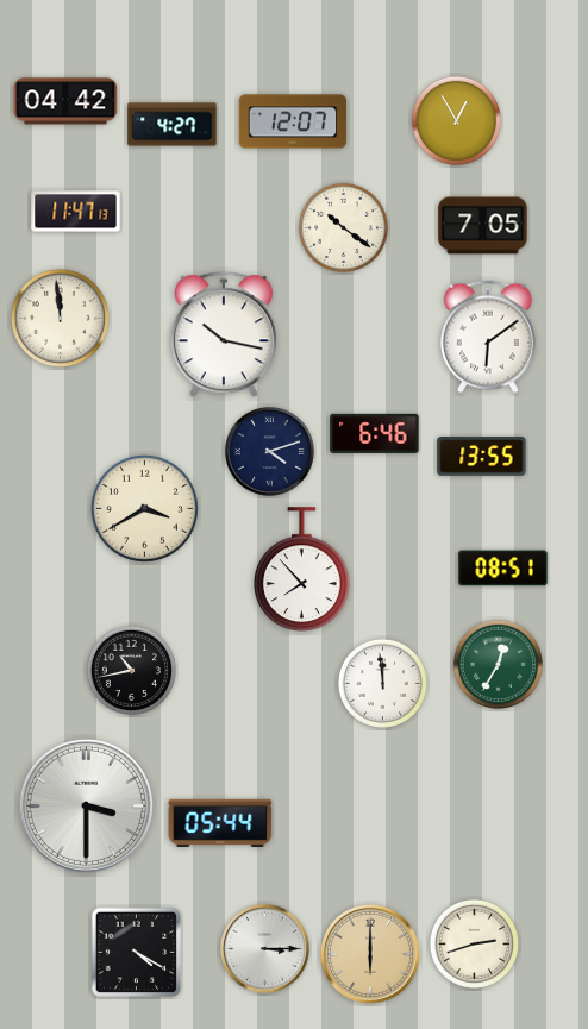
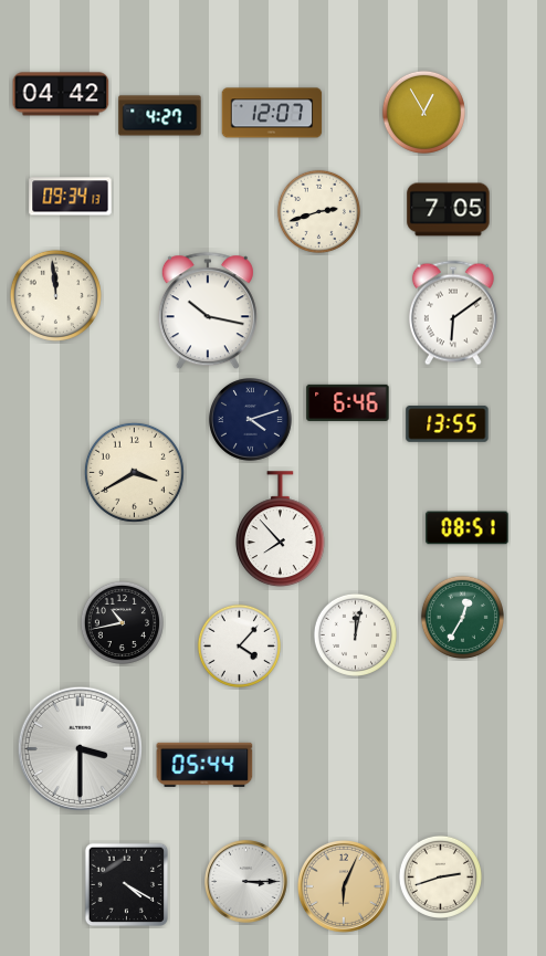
clock at (76, 212): 11:47 -> 09:34
clock at (343, 227): 10:21 -> 2:42
clock at (382, 683): 11:59 -> 12:02
clock at (239, 645): none -> 4:07
clock at (370, 954): 6:00 -> 6:04
